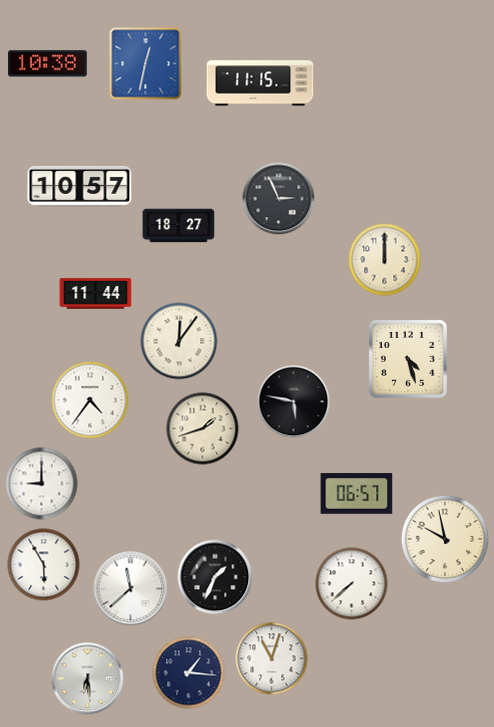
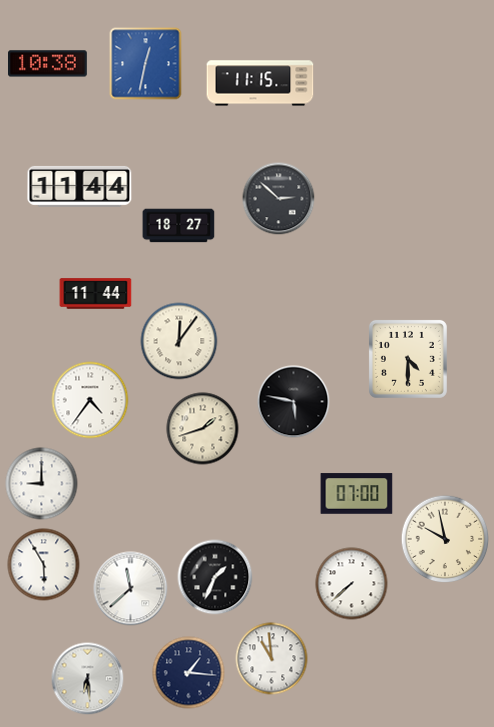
clock at (80, 186): 10:57 -> 11:44
clock at (279, 199): 2:56 -> 2:52
clock at (385, 260): 12:00 -> none
clock at (408, 359): 4:27 -> 4:30
clock at (357, 494): 06:57 -> 07:00
clock at (272, 659): 11:03 -> 10:59
